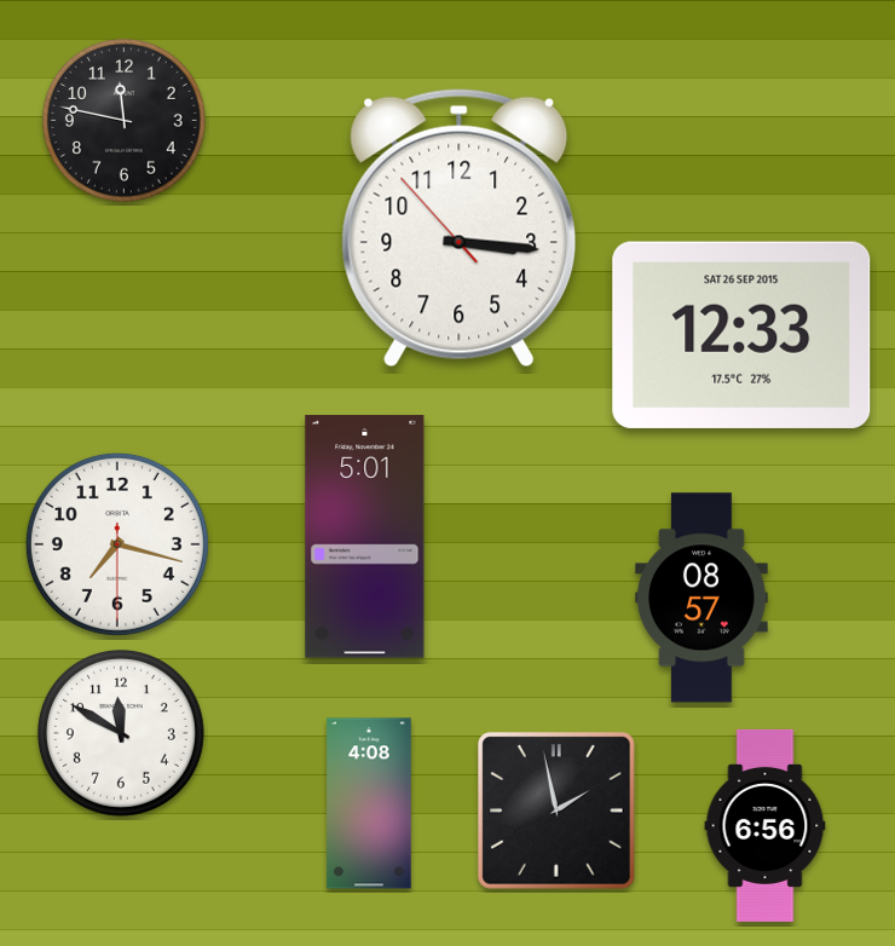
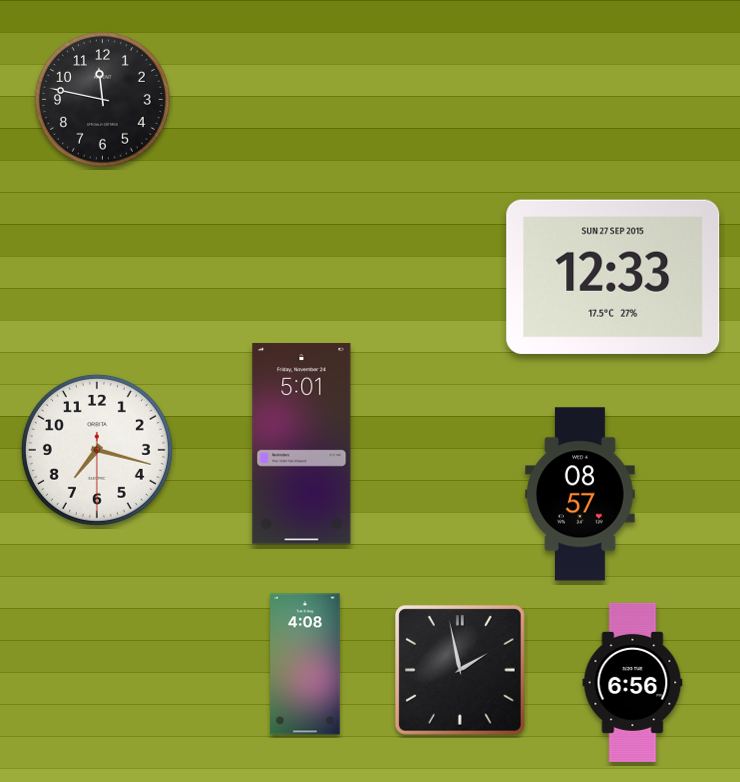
clock at (460, 229): 3:15 -> none
clock at (741, 335) date: SAT 26 SEP 2015 -> SUN 27 SEP 2015
clock at (121, 733): 11:50 -> none
